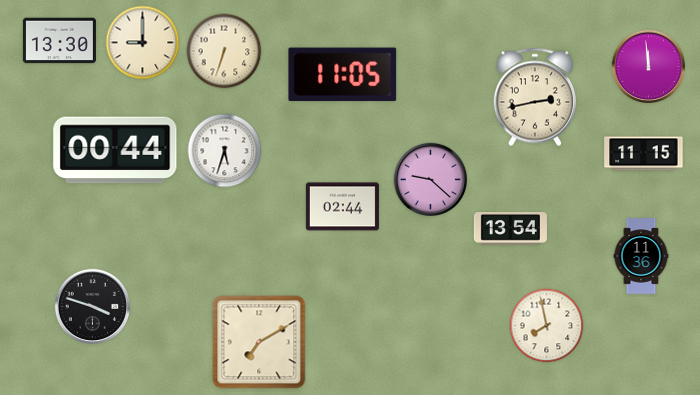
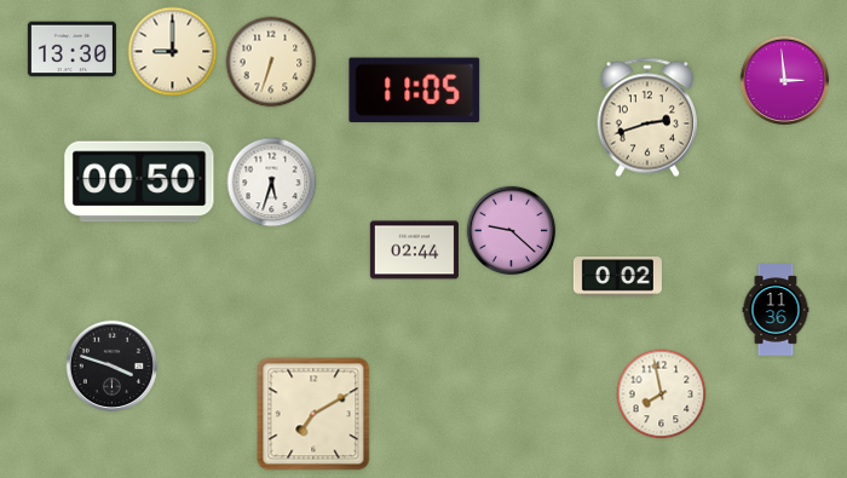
clock at (649, 67): 11:59 -> 2:59
clock at (535, 97): 2:43 -> 2:42
clock at (115, 150): 00:44 -> 00:50
clock at (644, 154): 11:15 -> none
clock at (431, 180) position: (431, 180) -> (512, 231)
clock at (510, 229): 13:54 -> 0:02
clock at (93, 307) position: (93, 307) -> (113, 367)
